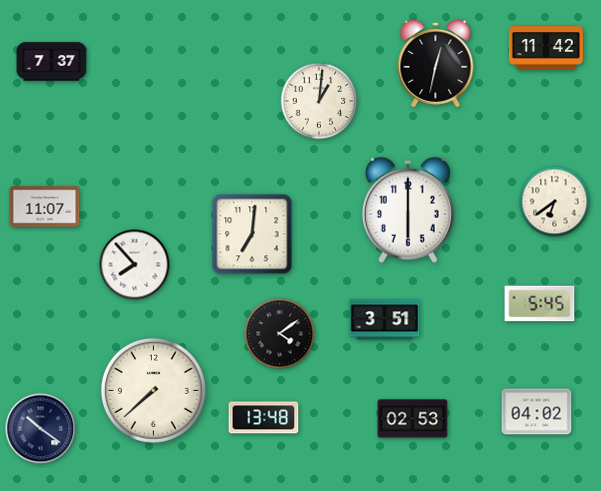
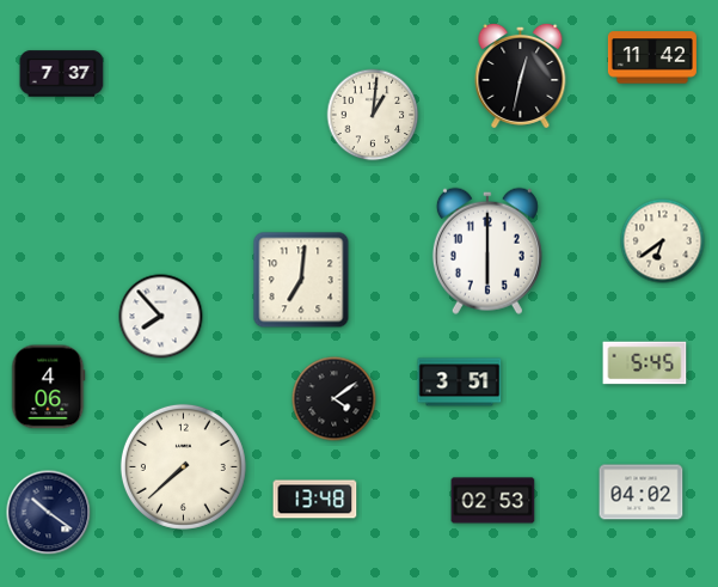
clock at (319, 101) position: (319, 101) -> (373, 115)
clock at (45, 207): 11:07 -> none
clock at (49, 387): none -> 4:06
